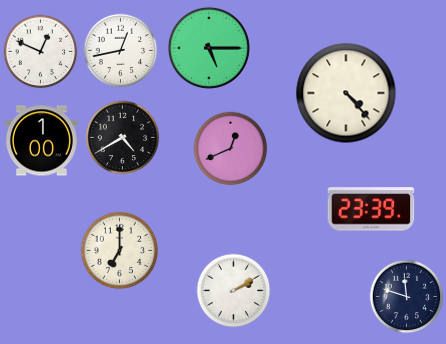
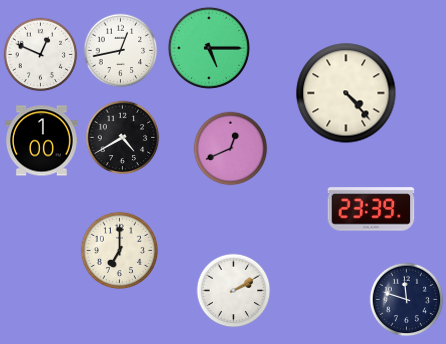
clock at (41, 52) position: (41, 52) -> (41, 55)
clock at (407, 297) position: (407, 297) -> (407, 300)
